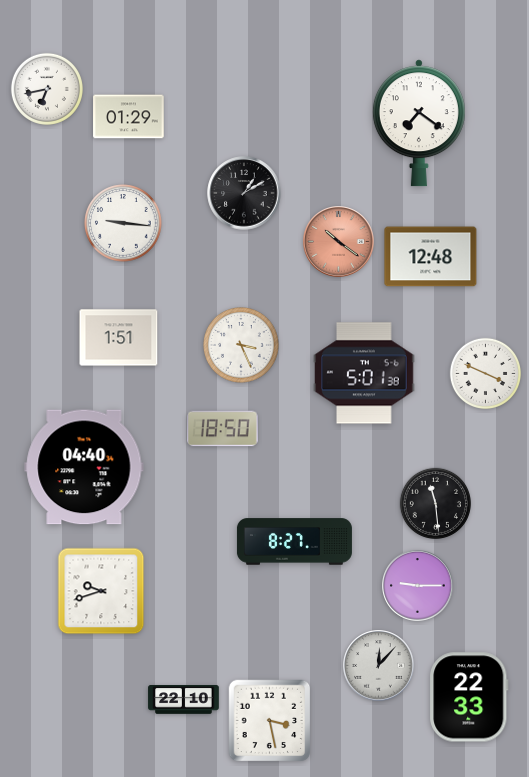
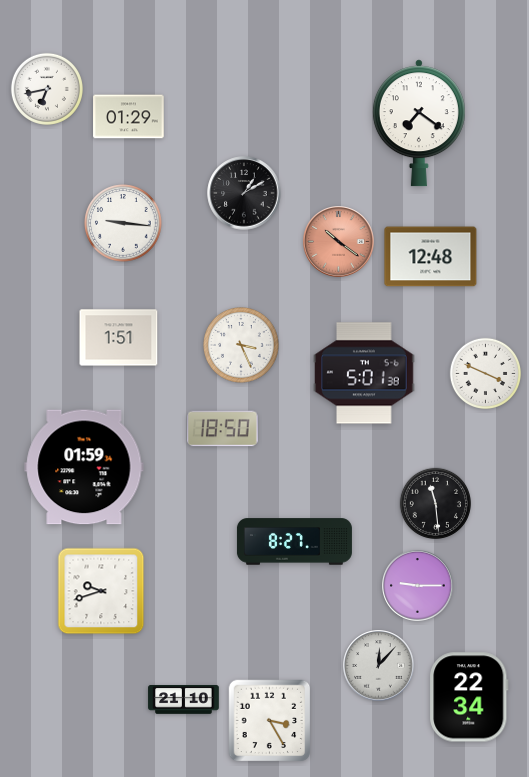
clock at (84, 467): 04:40 -> 01:59
clock at (469, 697): 22:33 -> 22:34
clock at (184, 700): 22:10 -> 21:10
clock at (270, 721): 3:28 -> 3:25
